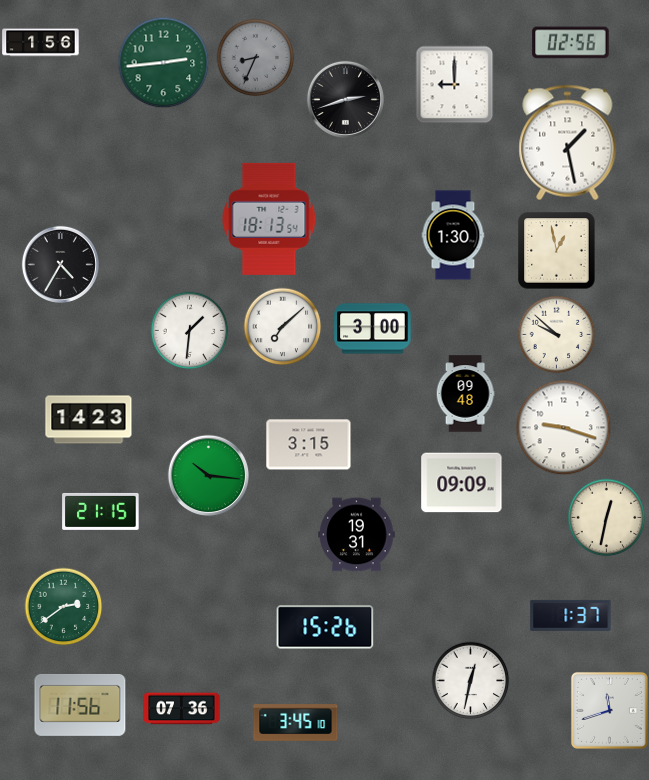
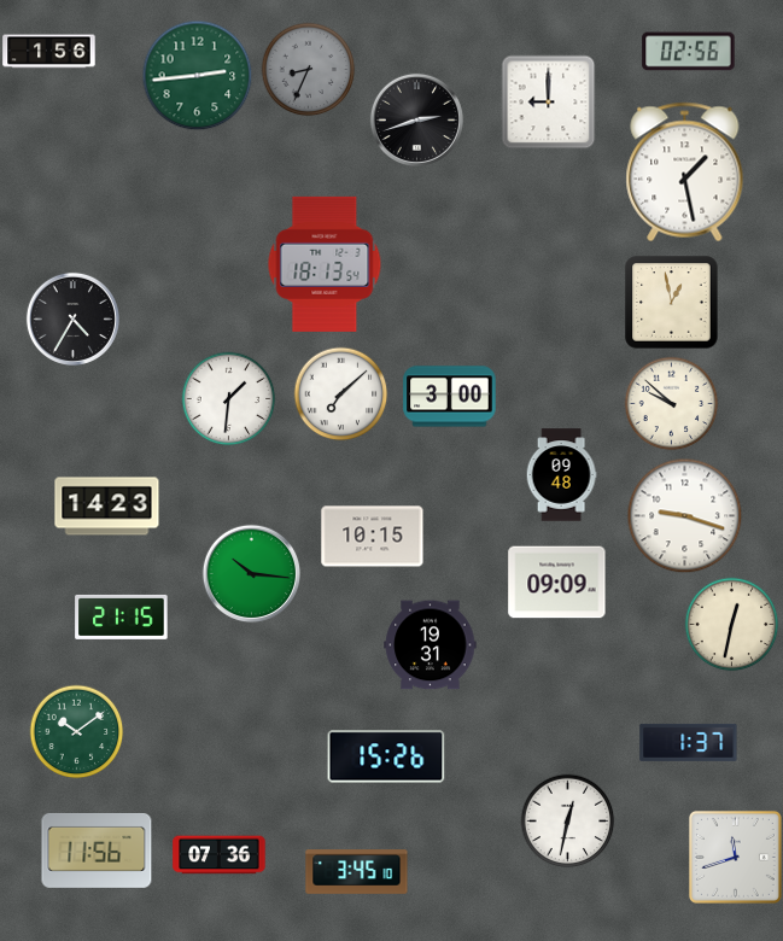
clock at (453, 235): 1:30 -> none
clock at (563, 427) position: (563, 427) -> (684, 515)
clock at (309, 445): 3:15 -> 10:15
clock at (63, 606): 2:39 -> 10:09
clock at (325, 627) position: (325, 627) -> (386, 756)
